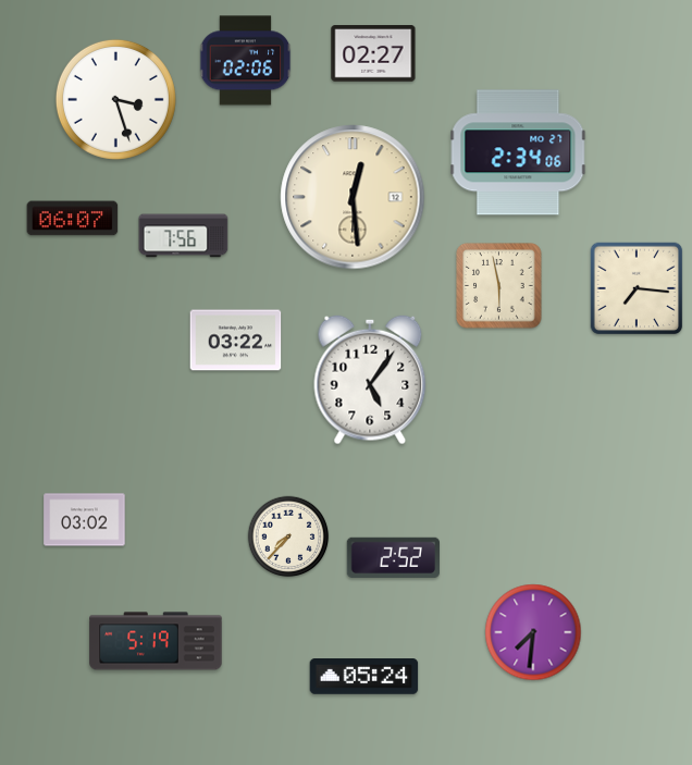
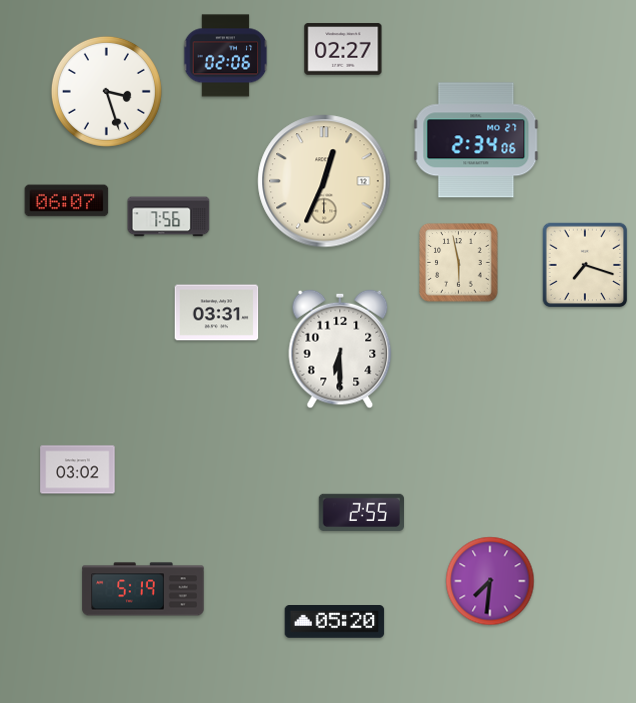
clock at (353, 197): 12:29 -> 12:34
clock at (637, 288): 7:16 -> 7:18
clock at (236, 341): 03:22 -> 03:31
clock at (370, 380): 5:06 -> 6:30
clock at (85, 520) position: (85, 520) -> (78, 470)
clock at (288, 536): 7:37 -> none
clock at (393, 557): 2:52 -> 2:55
clock at (364, 677): 05:24 -> 05:20
